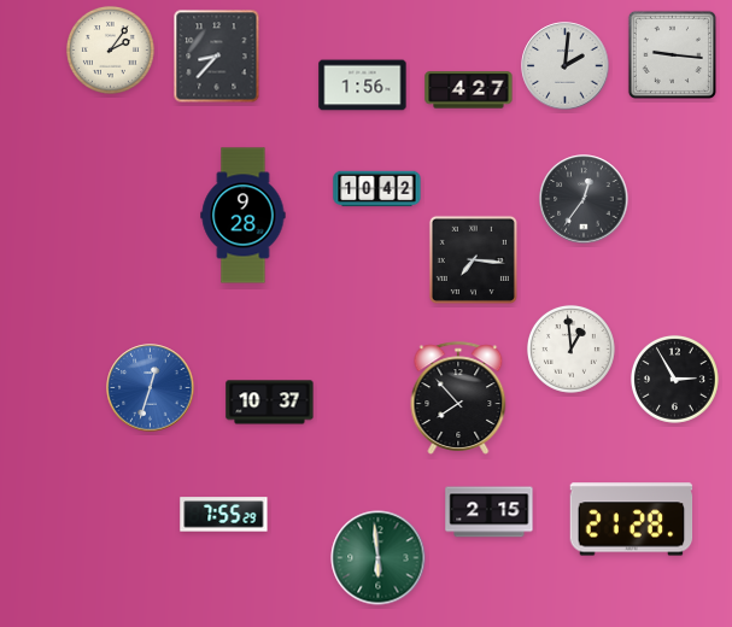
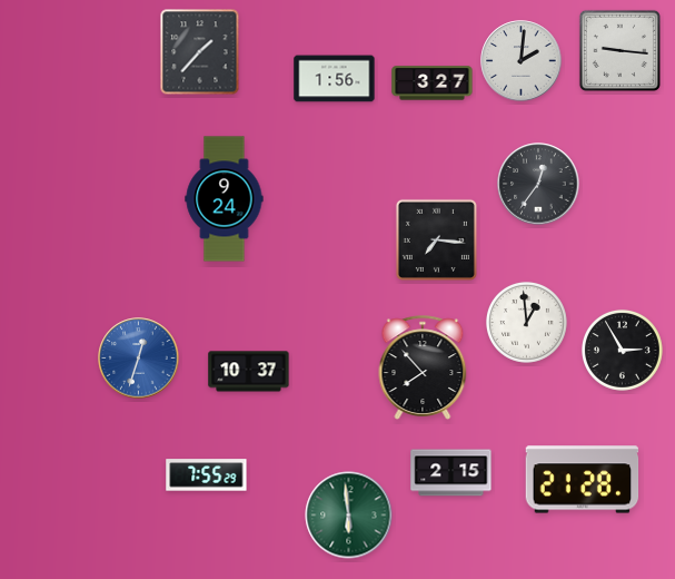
clock at (110, 49): 2:06 -> none
clock at (217, 57): 8:37 -> 1:37
clock at (469, 90): 4:27 -> 3:27
clock at (377, 189): 10:42 -> none
clock at (244, 216): 9:28 -> 9:24
